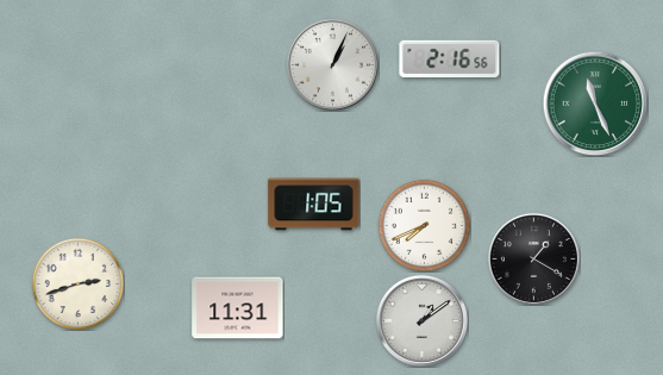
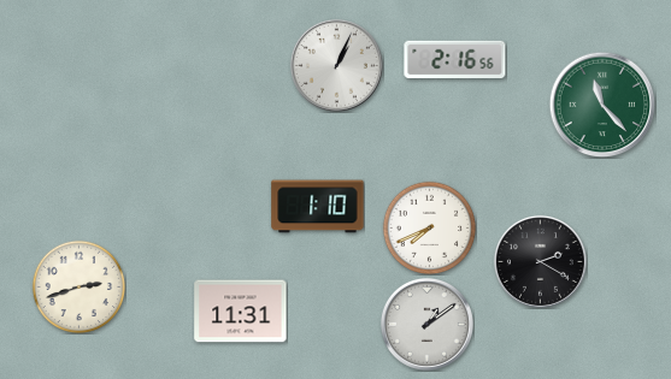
clock at (595, 104): 11:26 -> 11:23
clock at (314, 205): 1:05 -> 1:10
clock at (533, 258): 1:20 -> 2:20
